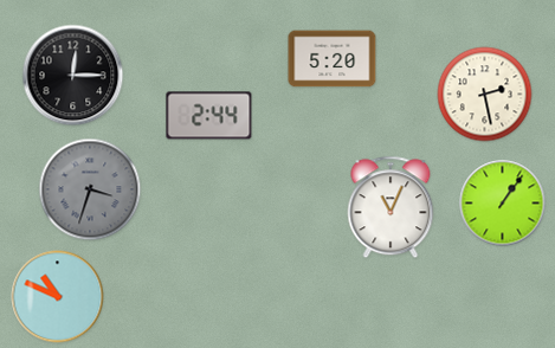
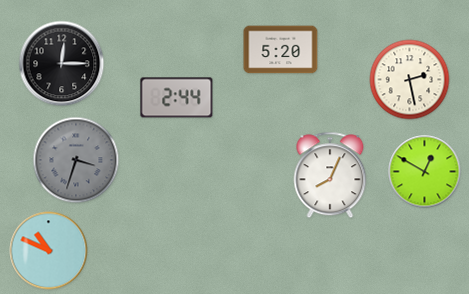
clock at (503, 204): 1:06 -> 12:50
clock at (391, 207): 11:04 -> 8:04
